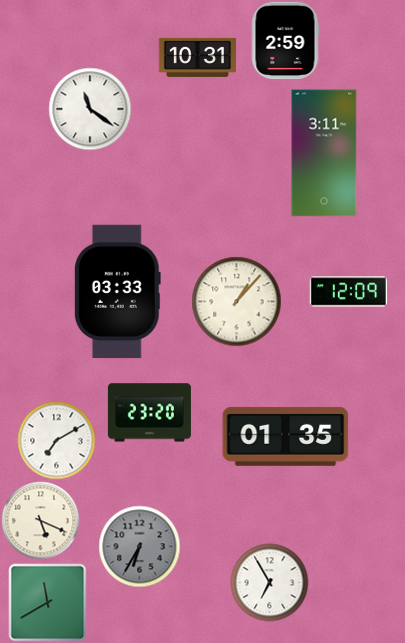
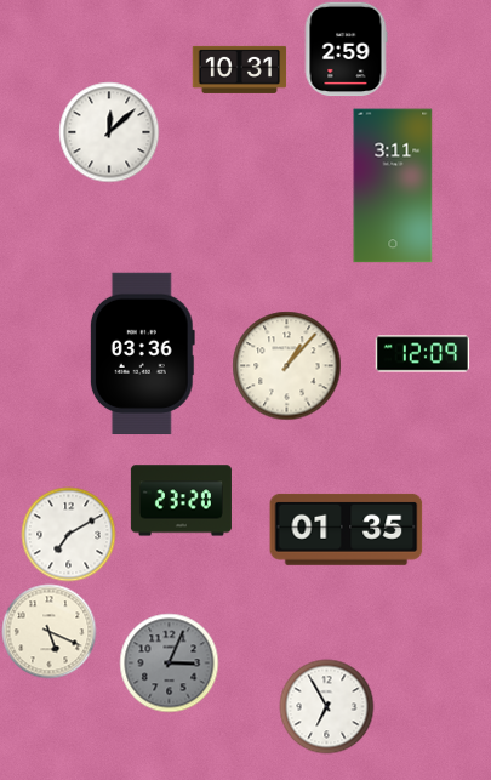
clock at (90, 109): 11:21 -> 12:08
clock at (117, 292): 03:33 -> 03:36
clock at (139, 546): 6:35 -> 3:04
clock at (47, 602): 11:40 -> none
